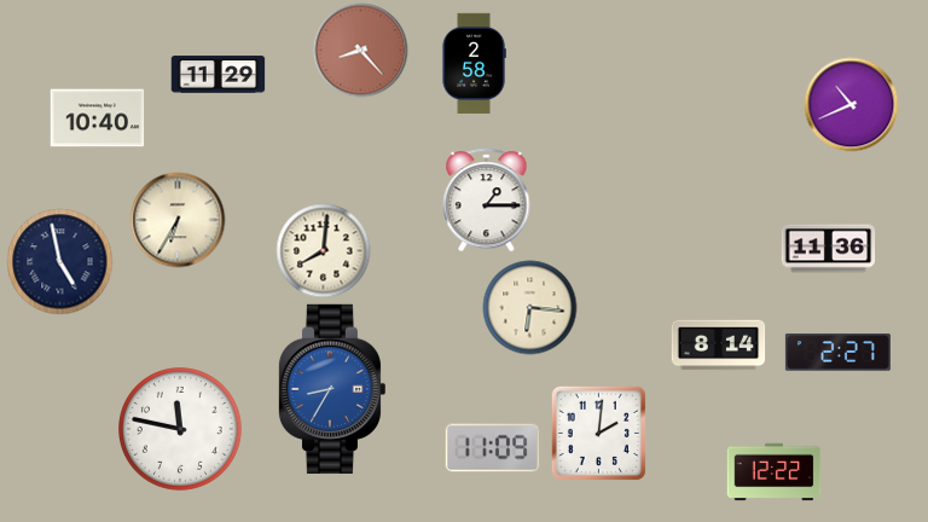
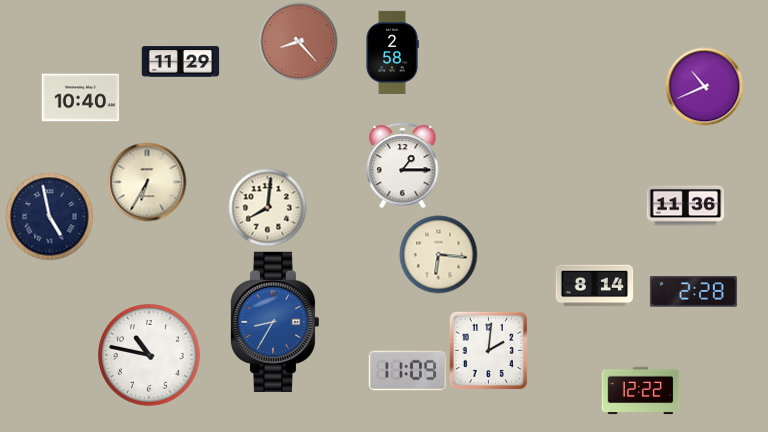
clock at (837, 353): 2:27 -> 2:28
clock at (181, 430): 11:47 -> 10:47
clock at (598, 433) position: (598, 433) -> (488, 350)
